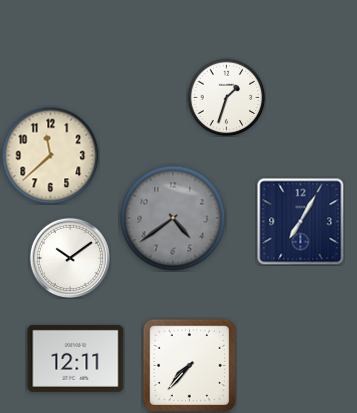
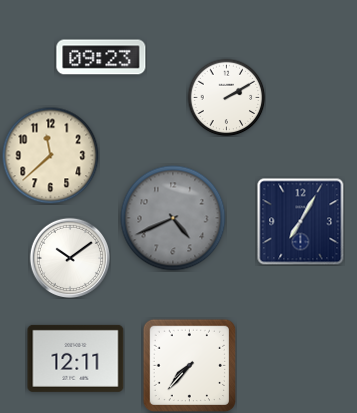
clock at (101, 57): none -> 09:23
clock at (226, 97): 1:33 -> 2:10
clock at (173, 218): 4:39 -> 4:41
